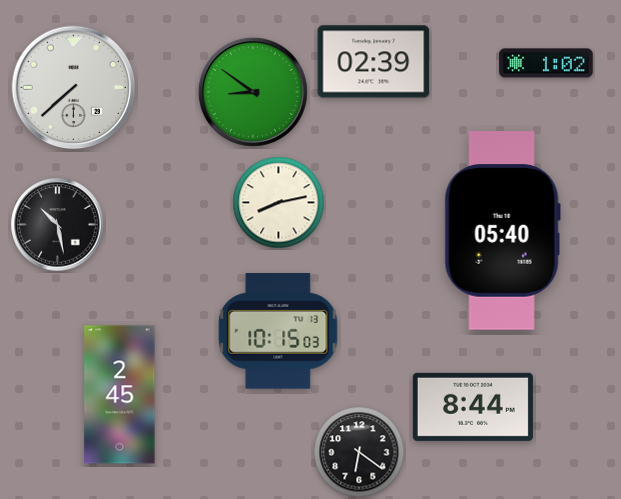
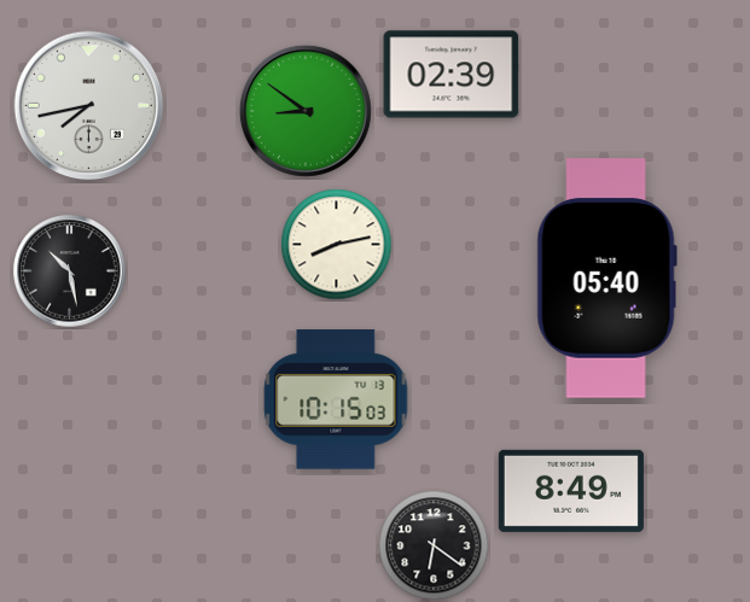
clock at (546, 63): 1:02 -> none
clock at (74, 88): 7:38 -> 7:43
clock at (120, 395): 2:45 -> none
clock at (473, 407): 8:44 -> 8:49
